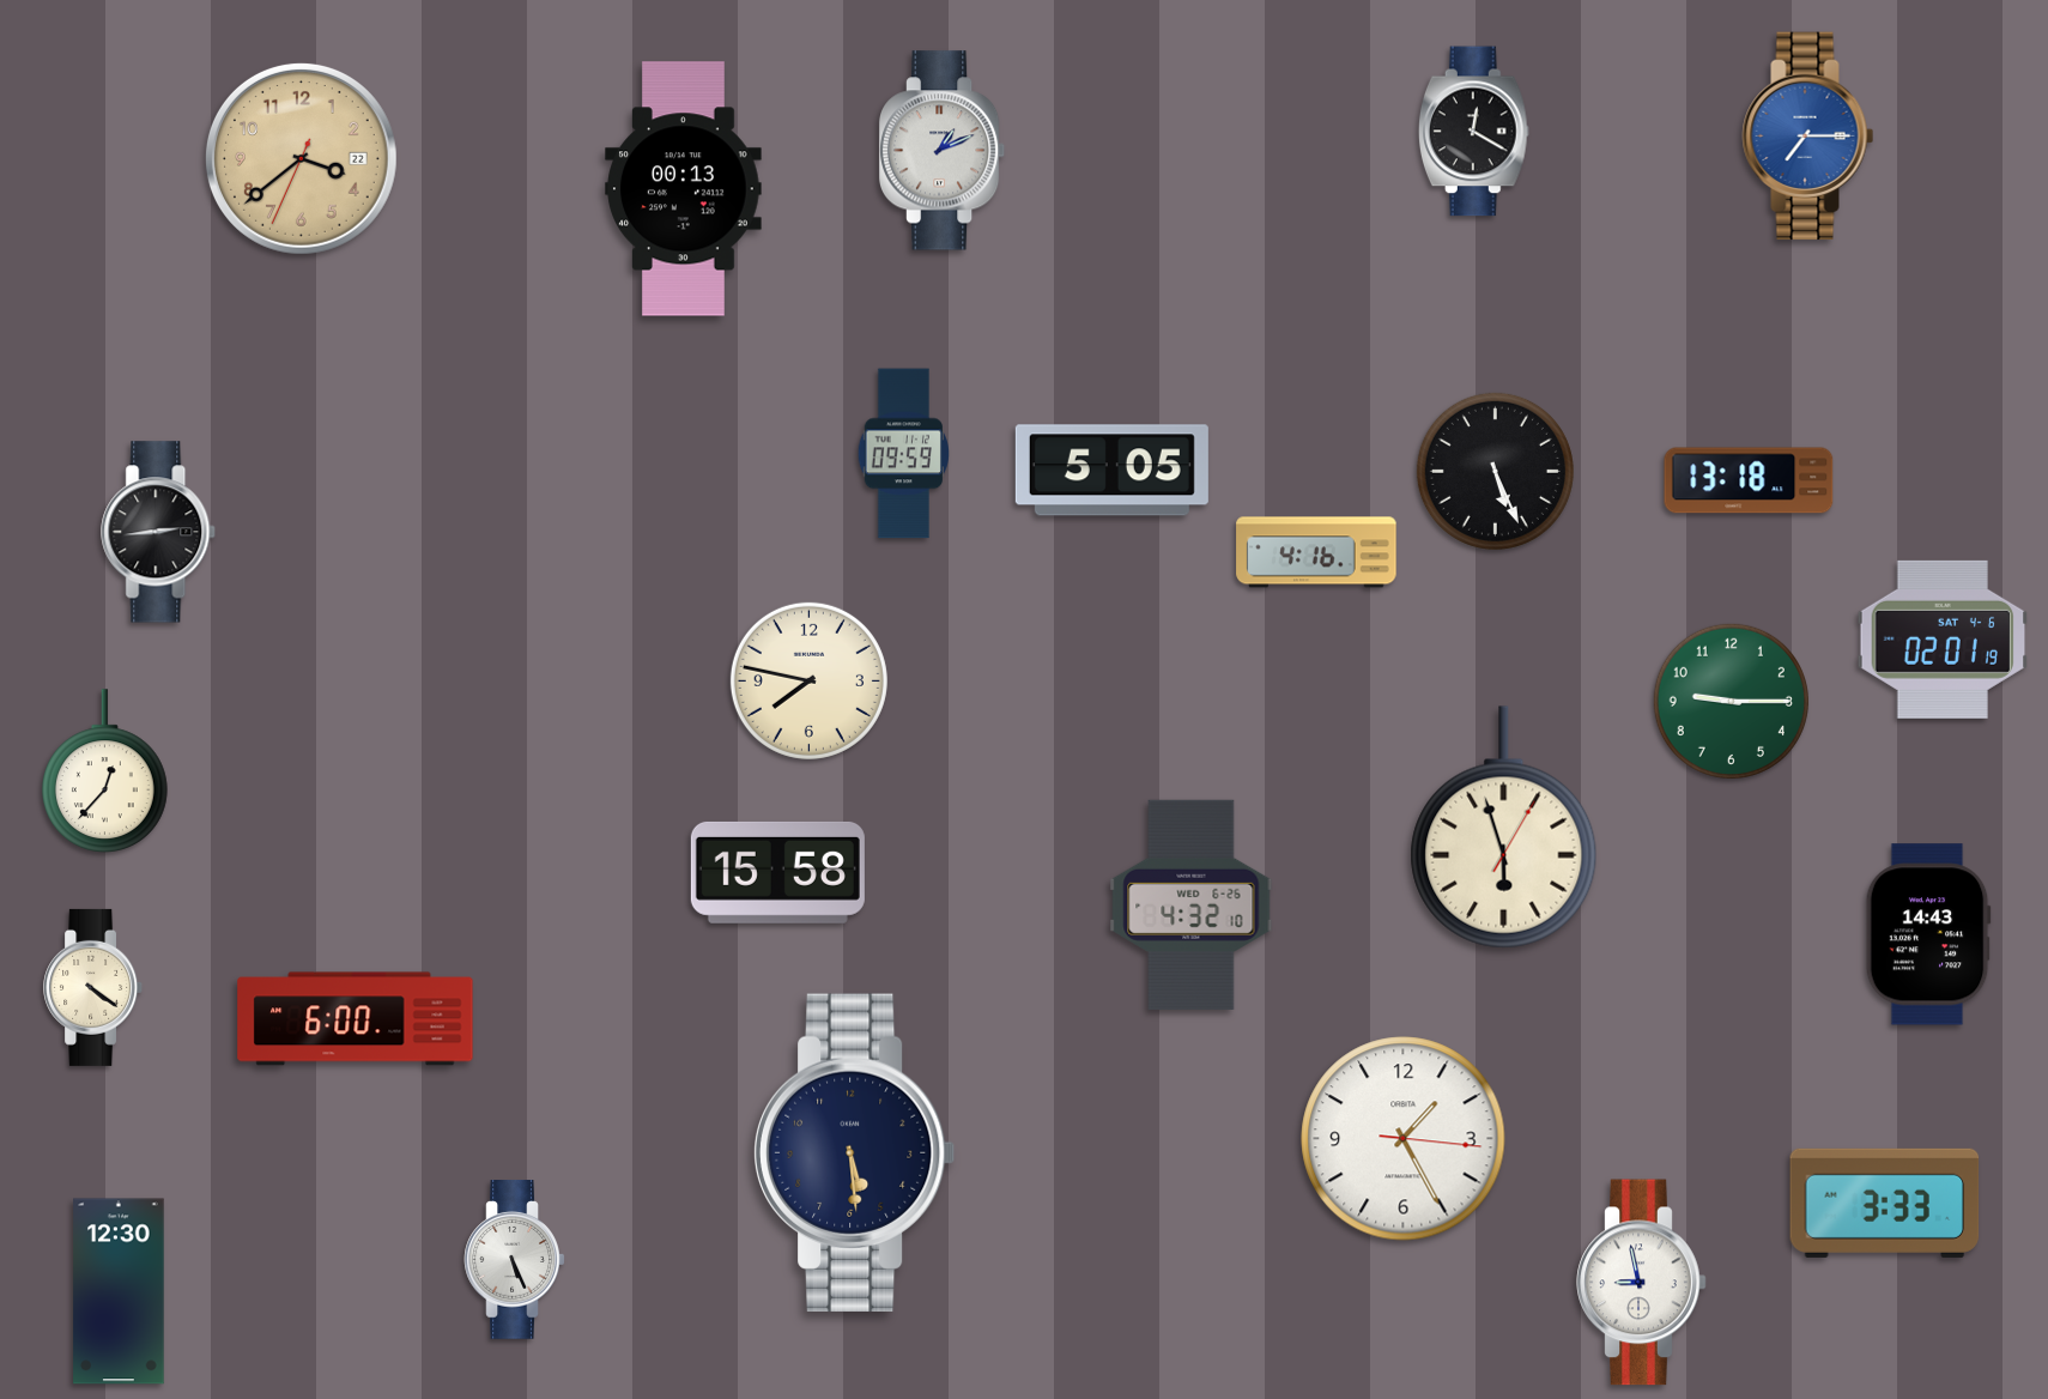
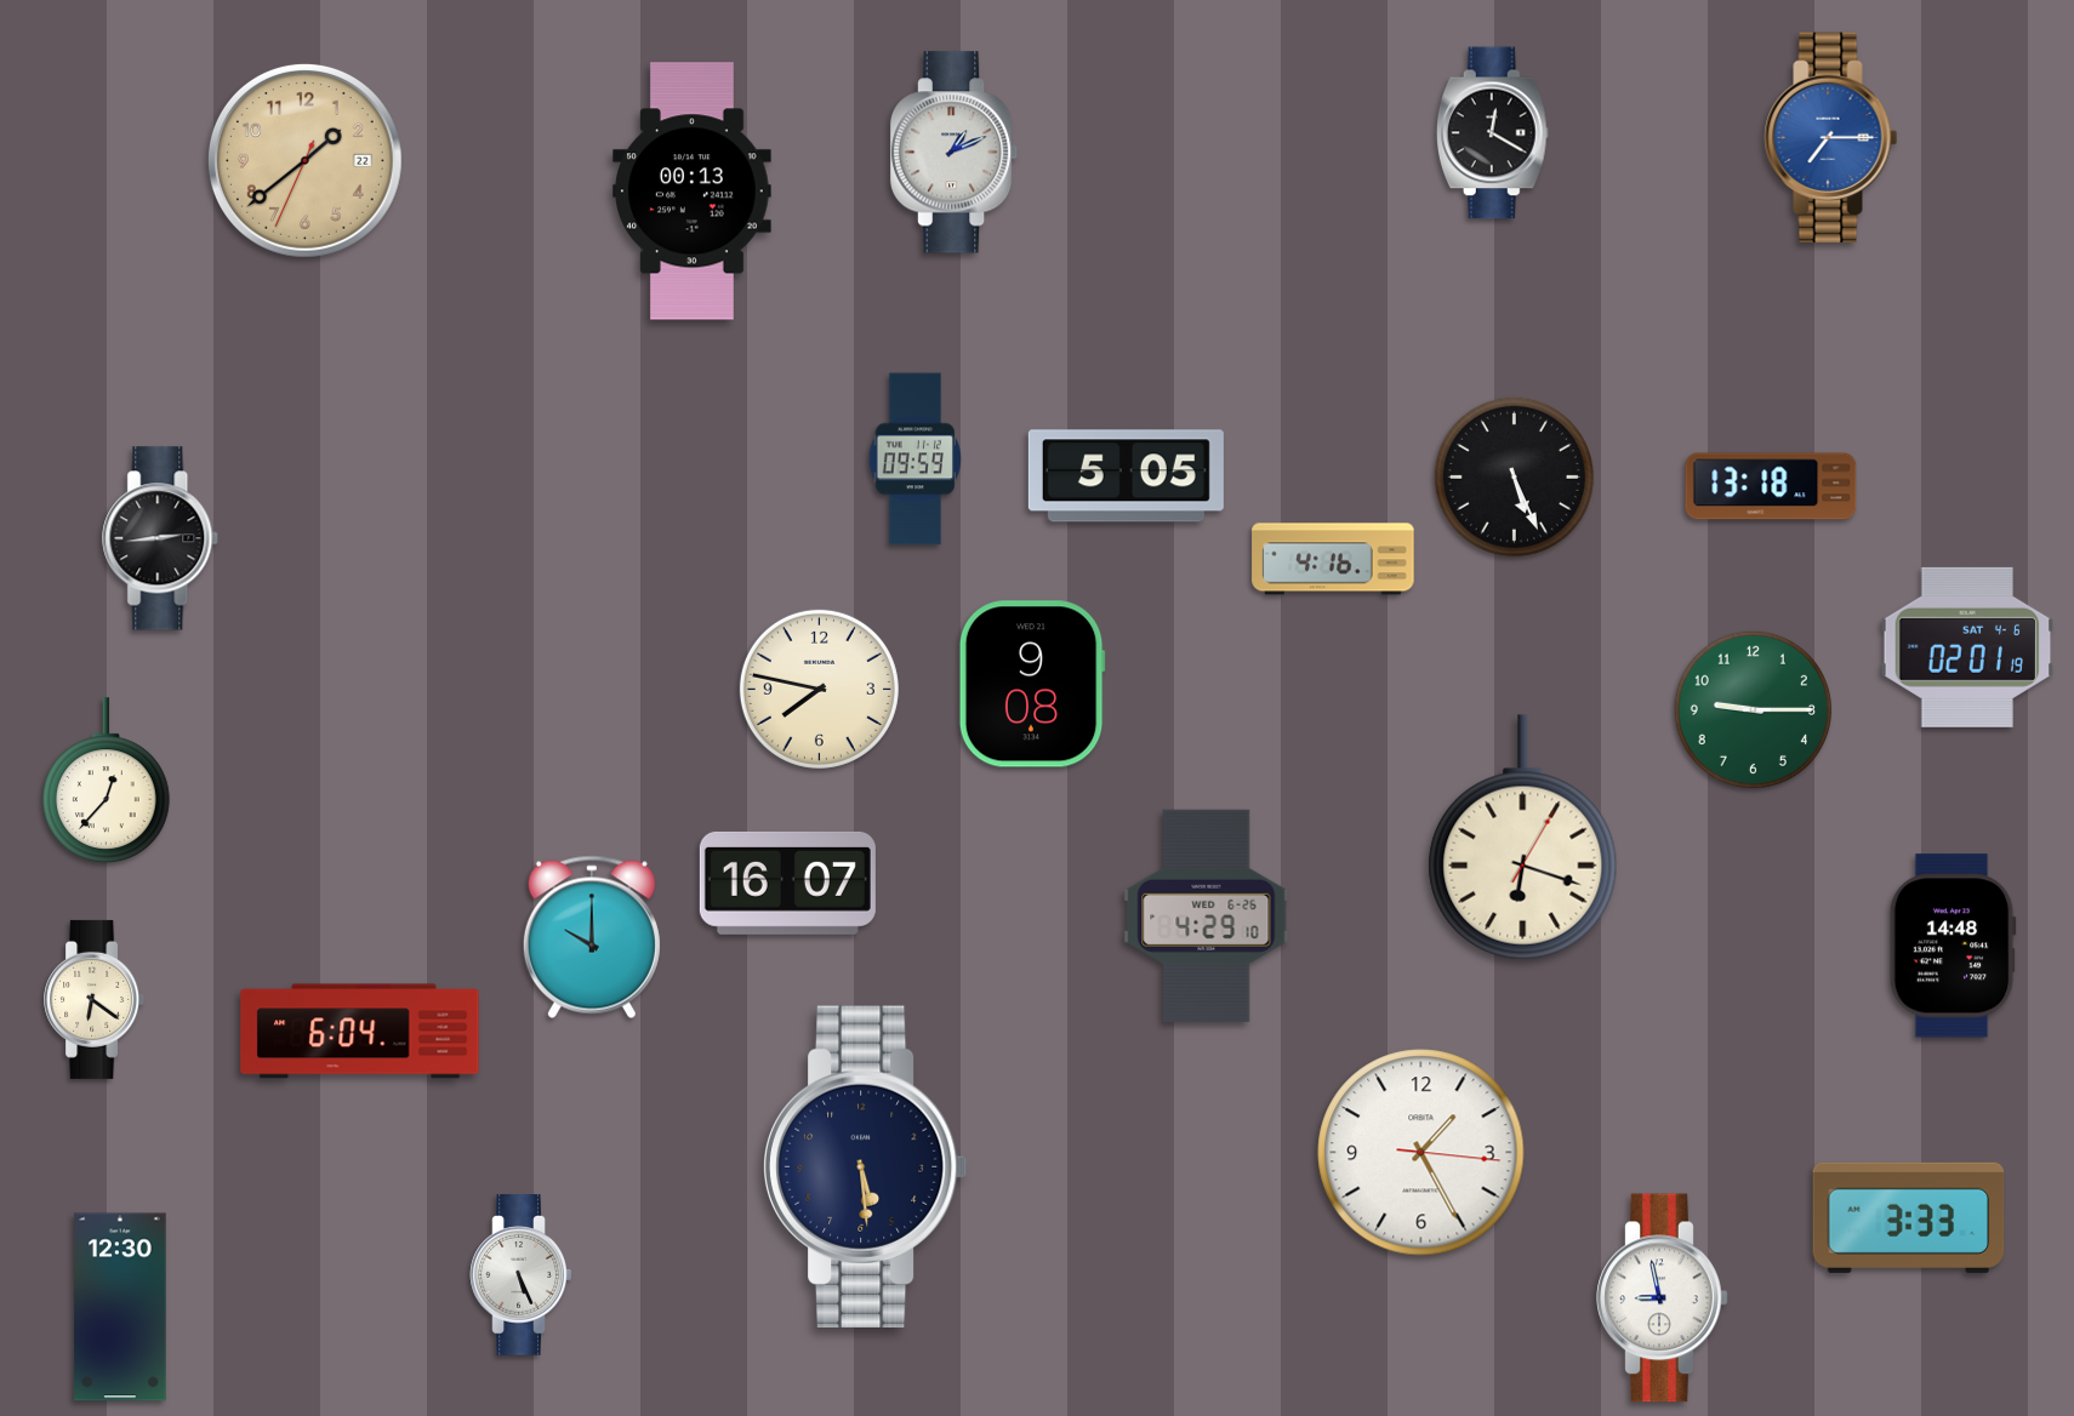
clock at (301, 158): 3:38 -> 1:38
clock at (1032, 684): none -> 9:08
clock at (1504, 828): 5:57 -> 6:18
clock at (777, 872): 15:58 -> 16:07
clock at (1192, 904): 4:32 -> 4:29
clock at (592, 937): none -> 10:00
clock at (1928, 934): 14:43 -> 14:48
clock at (93, 987): 4:21 -> 6:21
clock at (356, 1019): 6:00 -> 6:04
